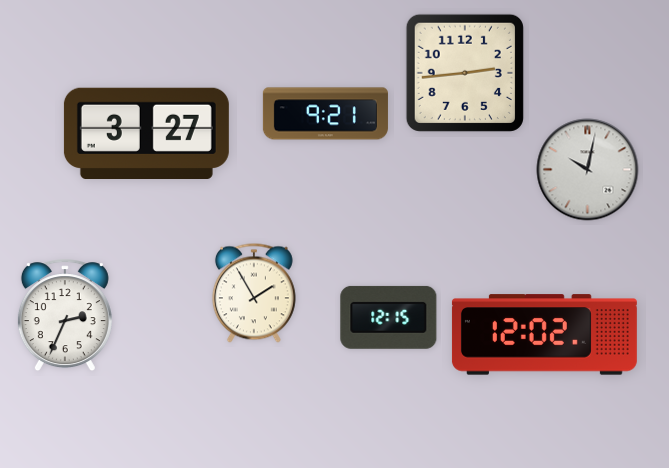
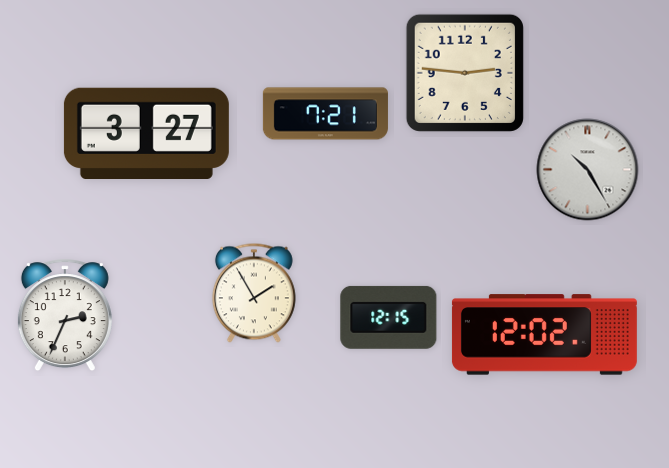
clock at (465, 73): 2:44 -> 2:46
clock at (325, 114): 9:21 -> 7:21
clock at (588, 170): 10:02 -> 10:25
